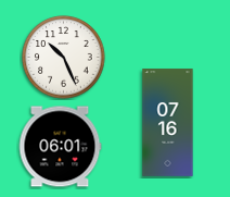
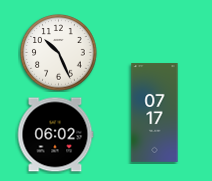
clock at (168, 123): 07:16 -> 07:17
clock at (60, 147): 06:01 -> 06:02
